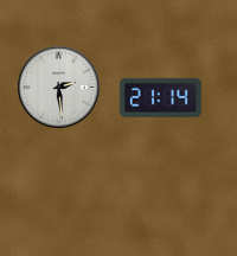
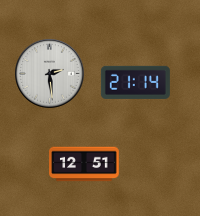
clock at (84, 164): none -> 12:51
